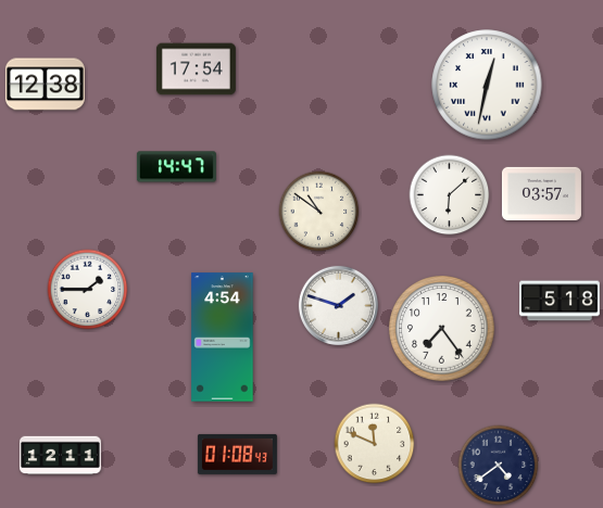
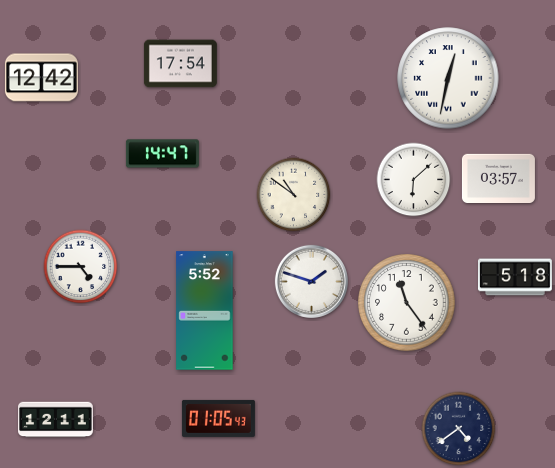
clock at (45, 85): 12:38 -> 12:42
clock at (88, 290): 1:45 -> 4:45
clock at (442, 329): 7:24 -> 11:24
clock at (223, 338): 4:54 -> 5:52
clock at (375, 444): 11:49 -> none
clock at (237, 454): 01:08 -> 01:05
